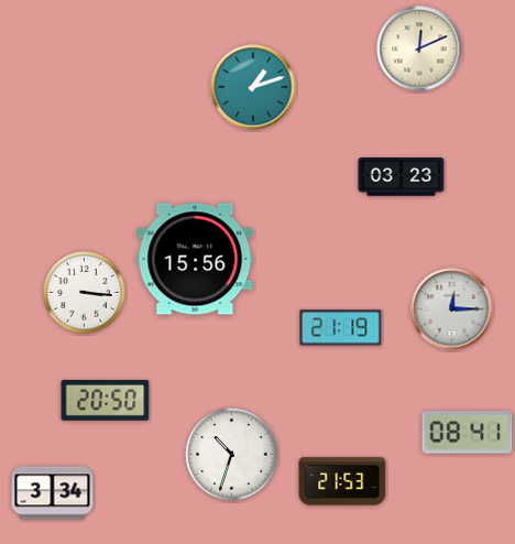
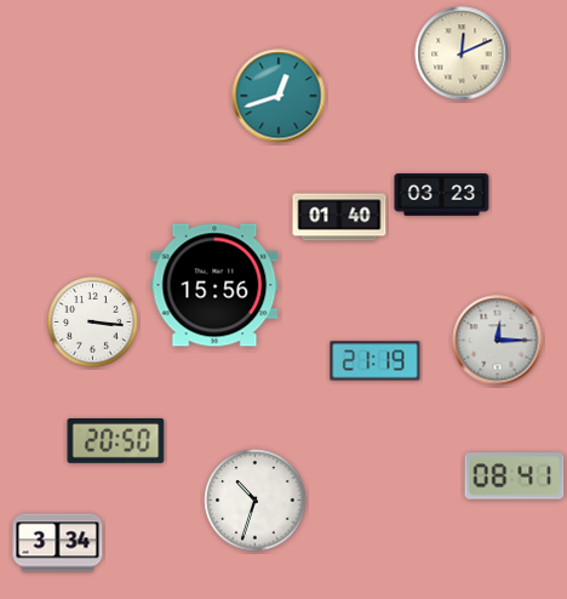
clock at (253, 87): 1:12 -> 12:42
clock at (339, 217): none -> 01:40
clock at (342, 481): 21:53 -> none
